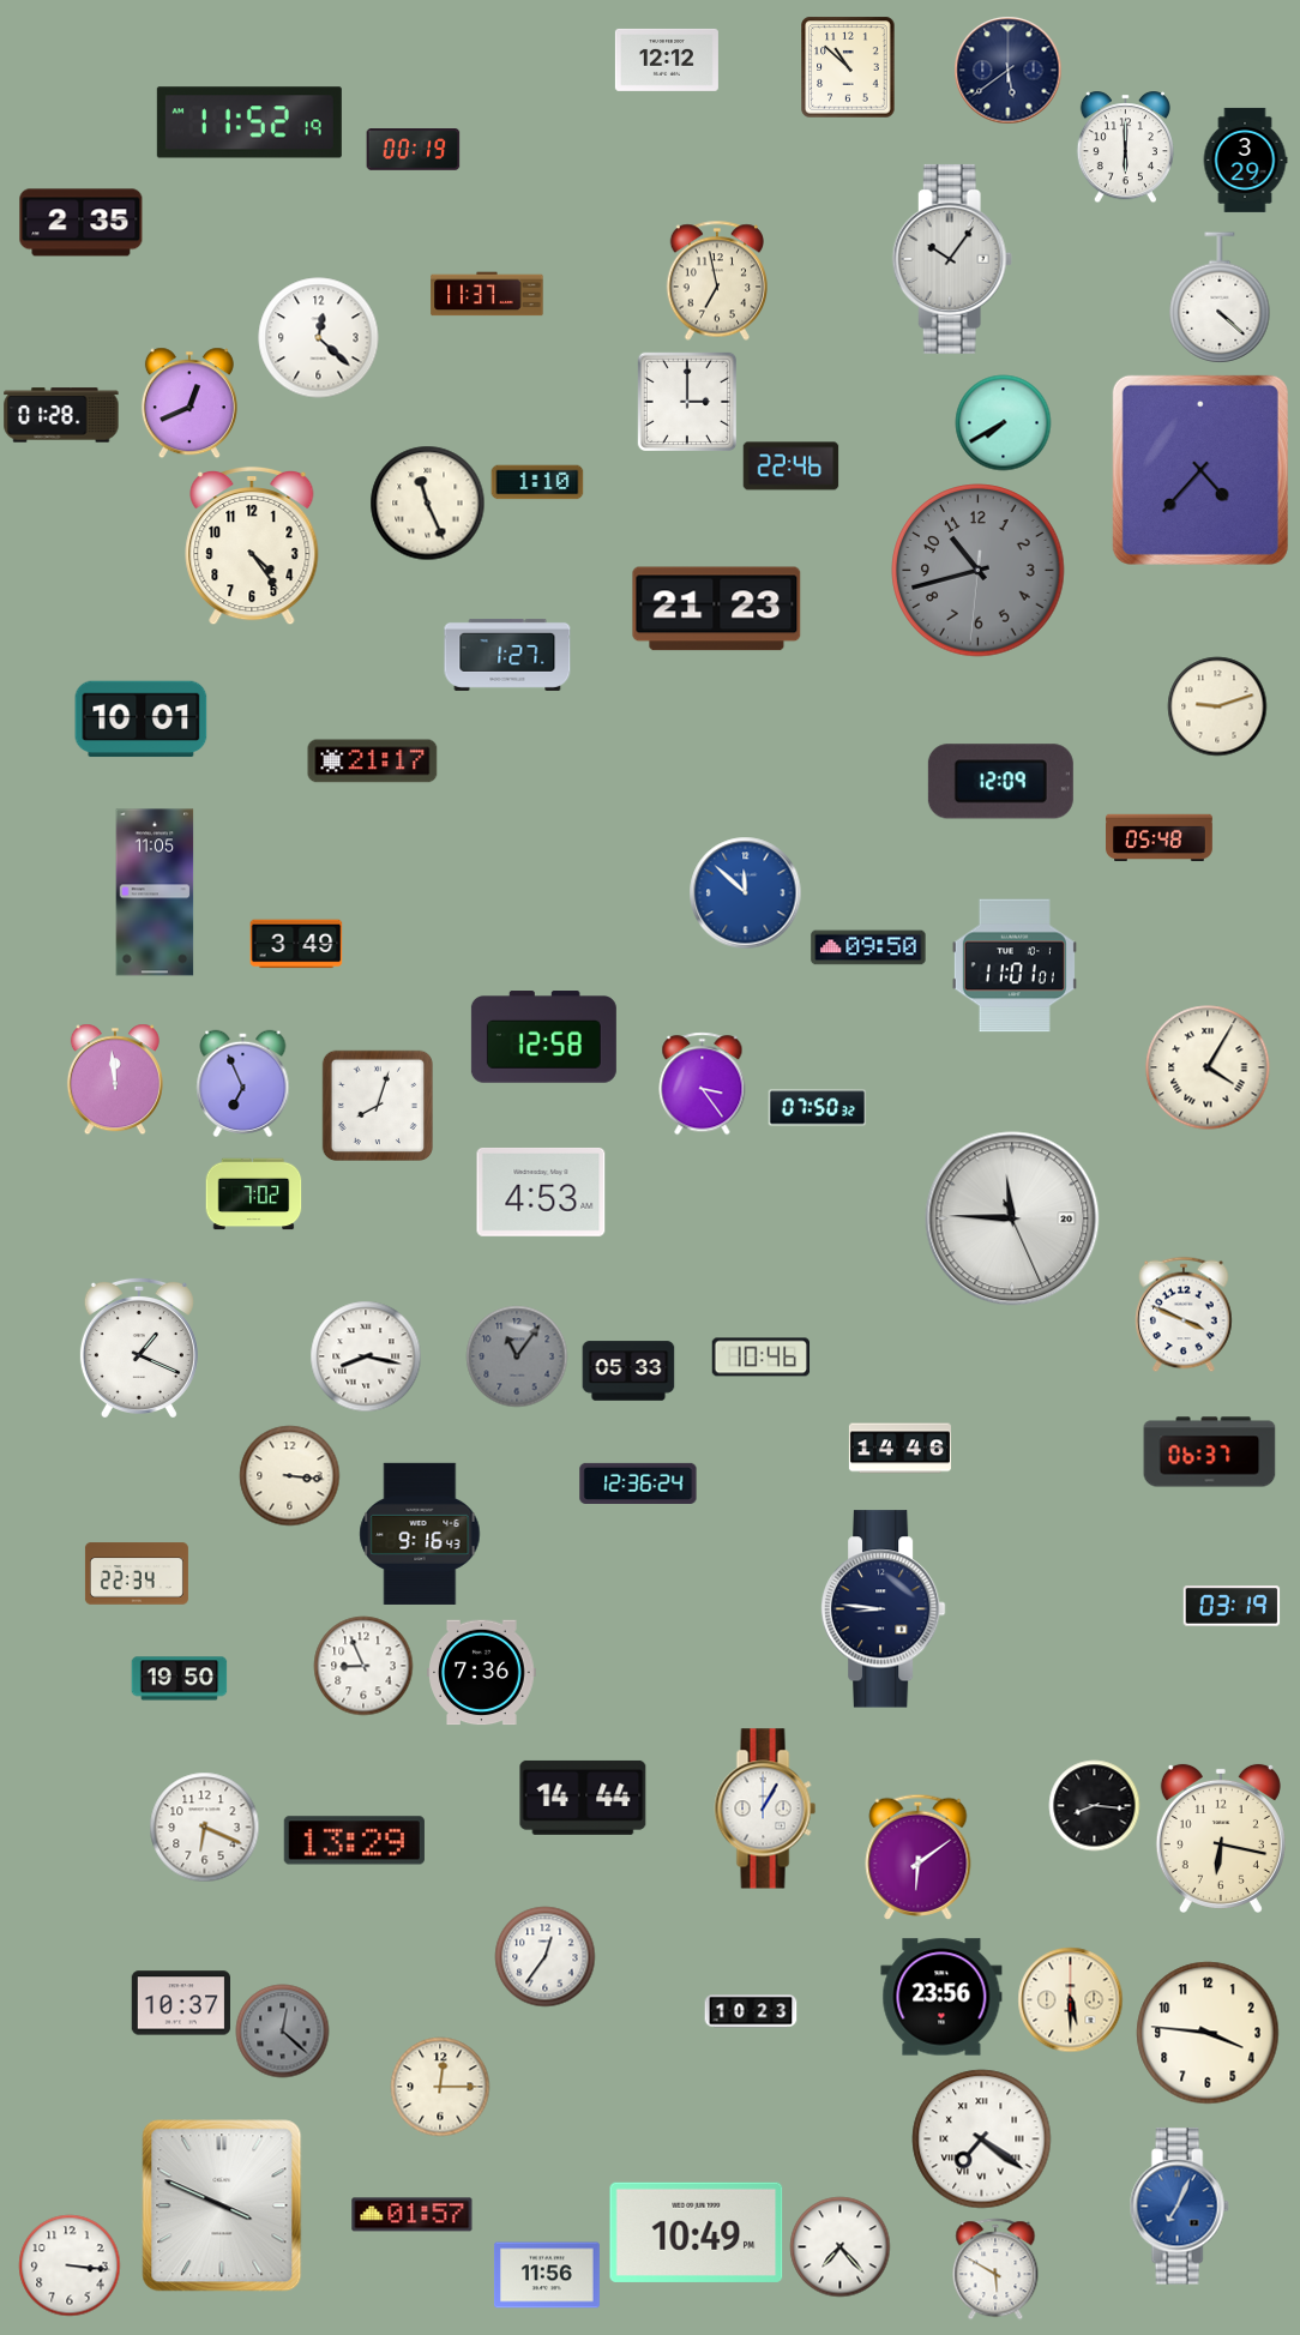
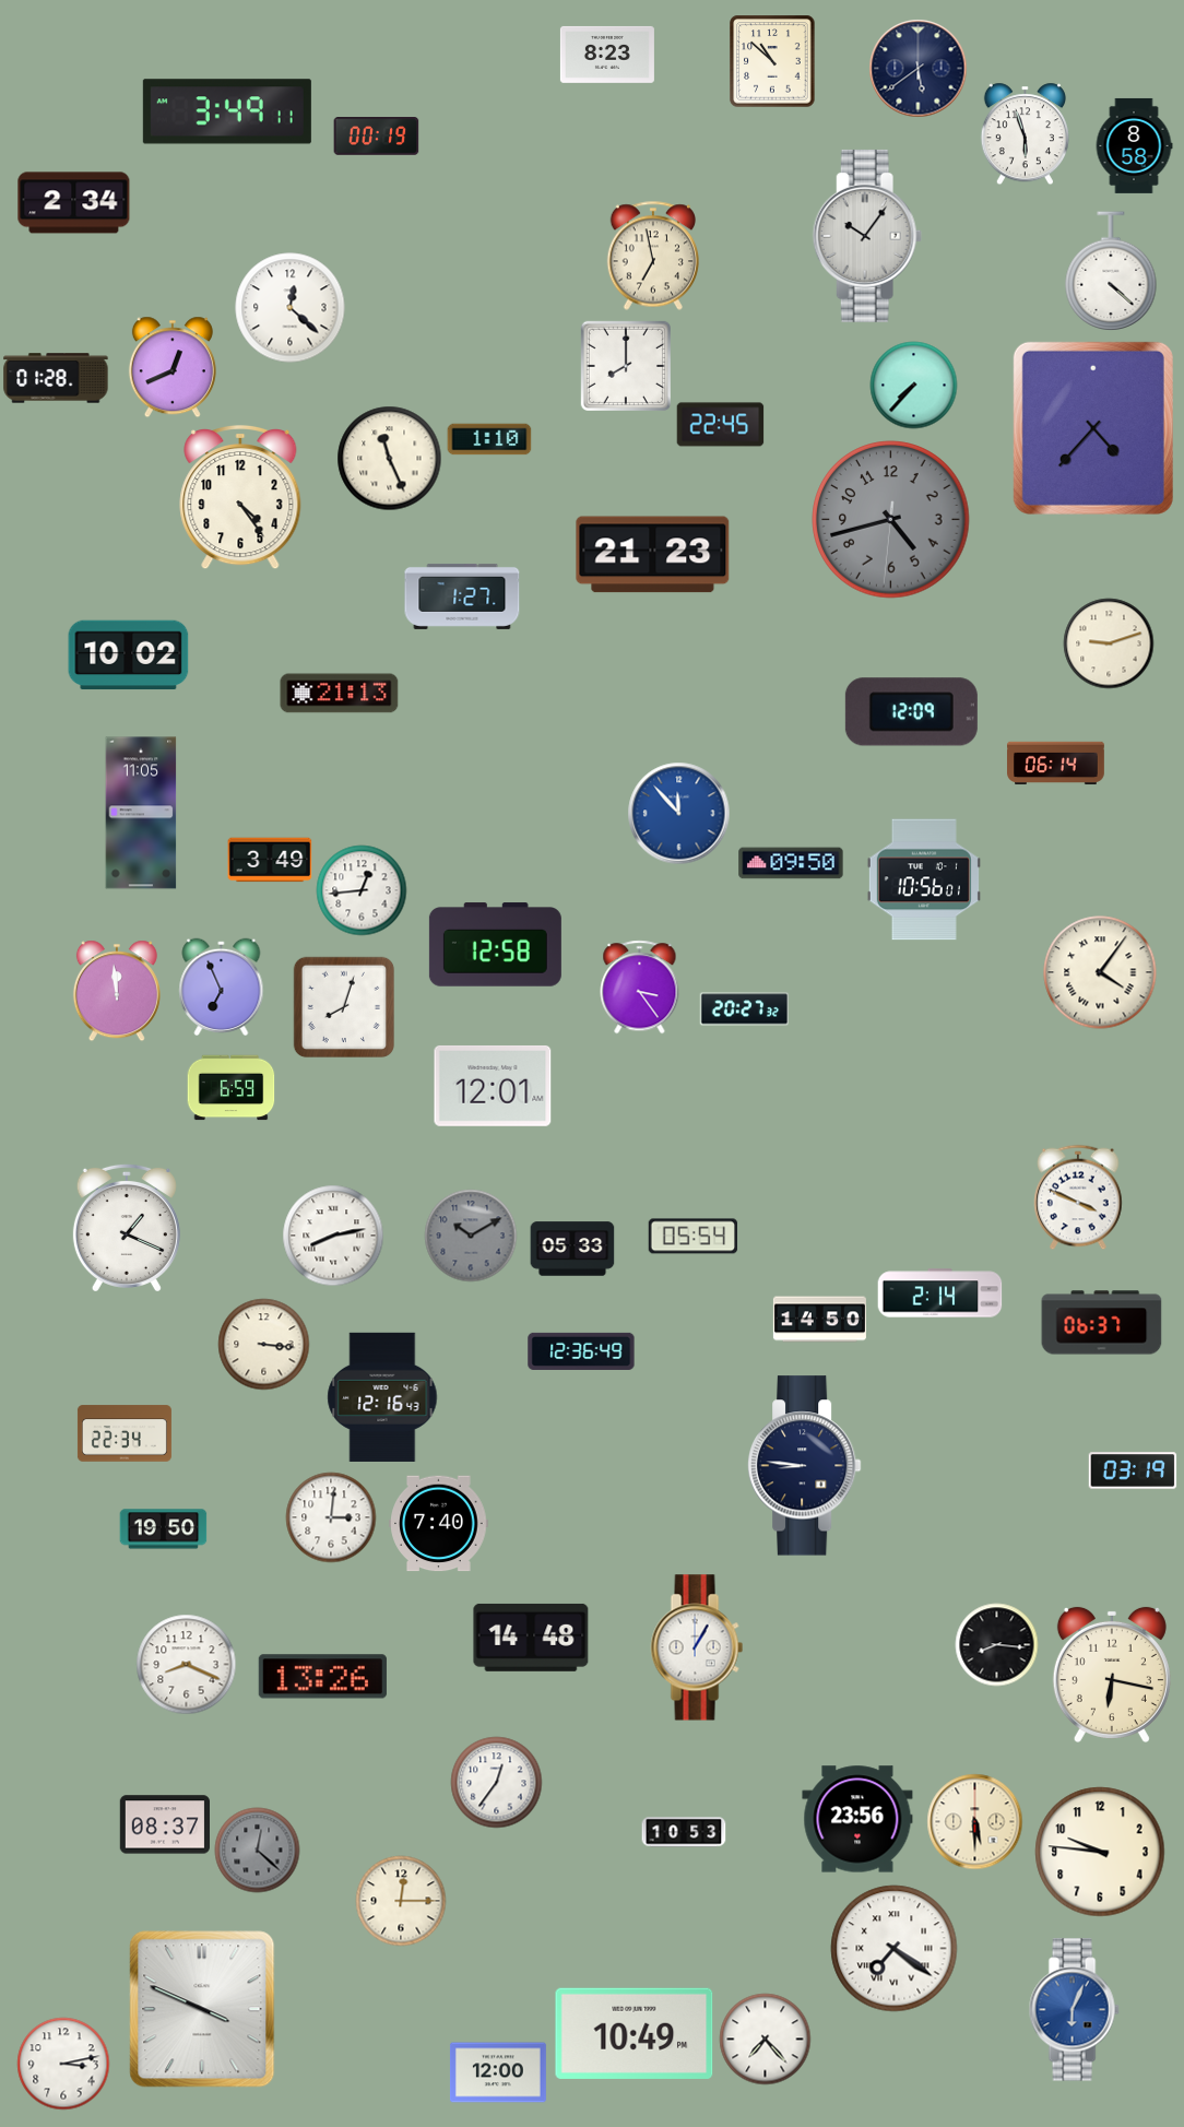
clock at (667, 60): 12:12 -> 8:23
clock at (1009, 71) position: (1009, 71) -> (919, 69)
clock at (249, 122): 11:52 -> 3:49
clock at (1125, 148): 6:00 -> 5:57
clock at (1245, 160): 3:29 -> 8:58
clock at (82, 223): 2:35 -> 2:34
clock at (487, 294): 11:37 -> none
clock at (687, 402): 3:00 -> 8:00
clock at (1004, 423): 7:40 -> 7:37
clock at (792, 467): 22:46 -> 22:45
clock at (252, 546) position: (252, 546) -> (240, 497)
clock at (979, 571): 10:42 -> 4:42
clock at (142, 720): 10:01 -> 10:02
clock at (373, 762): 21:17 -> 21:13
clock at (1160, 838): 05:48 -> 06:14
clock at (746, 893): 11:52 -> 11:53
clock at (1015, 965): 11:01 -> 10:56
clock at (362, 890): none -> 12:44
clock at (1208, 1067): 4:05 -> 4:06
clock at (115, 1079) position: (115, 1079) -> (117, 991)
clock at (818, 1108): 07:50 -> 20:27
clock at (541, 1192): 4:53 -> 12:01
clock at (254, 1194): 7:02 -> 6:59
clock at (1012, 1218): 11:45 -> none
clock at (366, 1356): 8:17 -> 8:13
clock at (517, 1356): 11:06 -> 10:10
clock at (762, 1358): 10:46 -> 05:54
clock at (940, 1293): none -> 2:14
clock at (899, 1449): 14:46 -> 14:50
clock at (638, 1484): 12:36:24 -> 12:36:49
clock at (420, 1534): 9:16 -> 12:16
clock at (1232, 1606) position: (1232, 1606) -> (1133, 1470)
clock at (363, 1666): 8:56 -> 3:01
clock at (482, 1673): 7:36 -> 7:40
clock at (583, 1798): 14:44 -> 14:48
clock at (205, 1828): 6:19 -> 8:19
clock at (354, 1841): 13:29 -> 13:26
clock at (919, 1856): 6:09 -> none
clock at (180, 2003): 10:37 -> 08:37
clock at (751, 2011): 10:23 -> 10:53
clock at (1208, 2033): 3:46 -> 9:46
clock at (1179, 2207): 7:04 -> 6:04
clock at (413, 2215): 01:57 -> none
clock at (841, 2247) position: (841, 2247) -> (766, 2040)
clock at (70, 2265): 3:16 -> 3:13
clock at (995, 2269): 5:50 -> none
clock at (547, 2275): 11:56 -> 12:00
